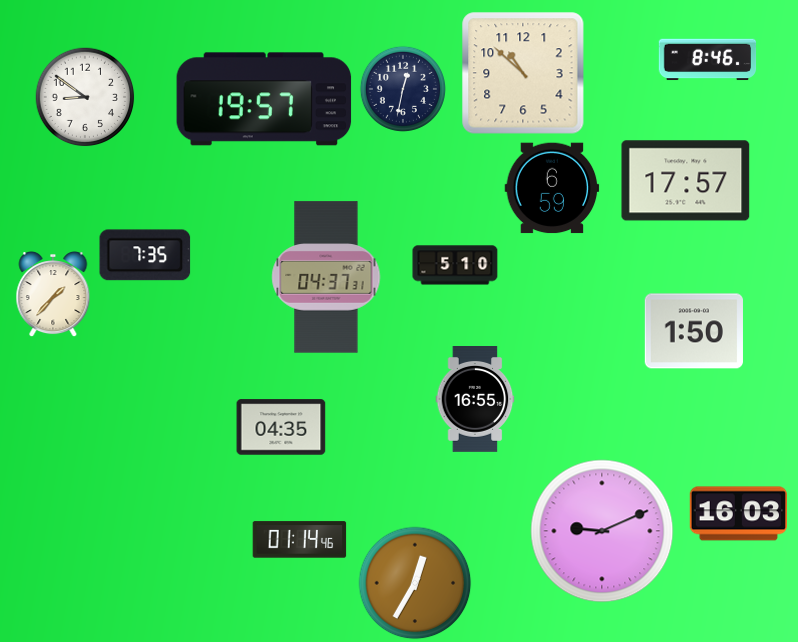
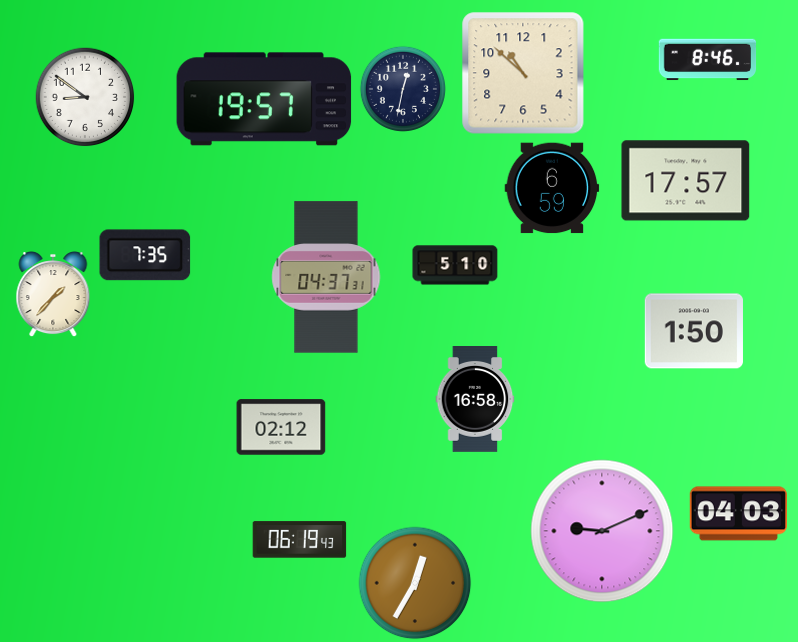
clock at (475, 400): 16:55 -> 16:58
clock at (281, 427): 04:35 -> 02:12
clock at (738, 514): 16:03 -> 04:03
clock at (300, 540): 01:14 -> 06:19
